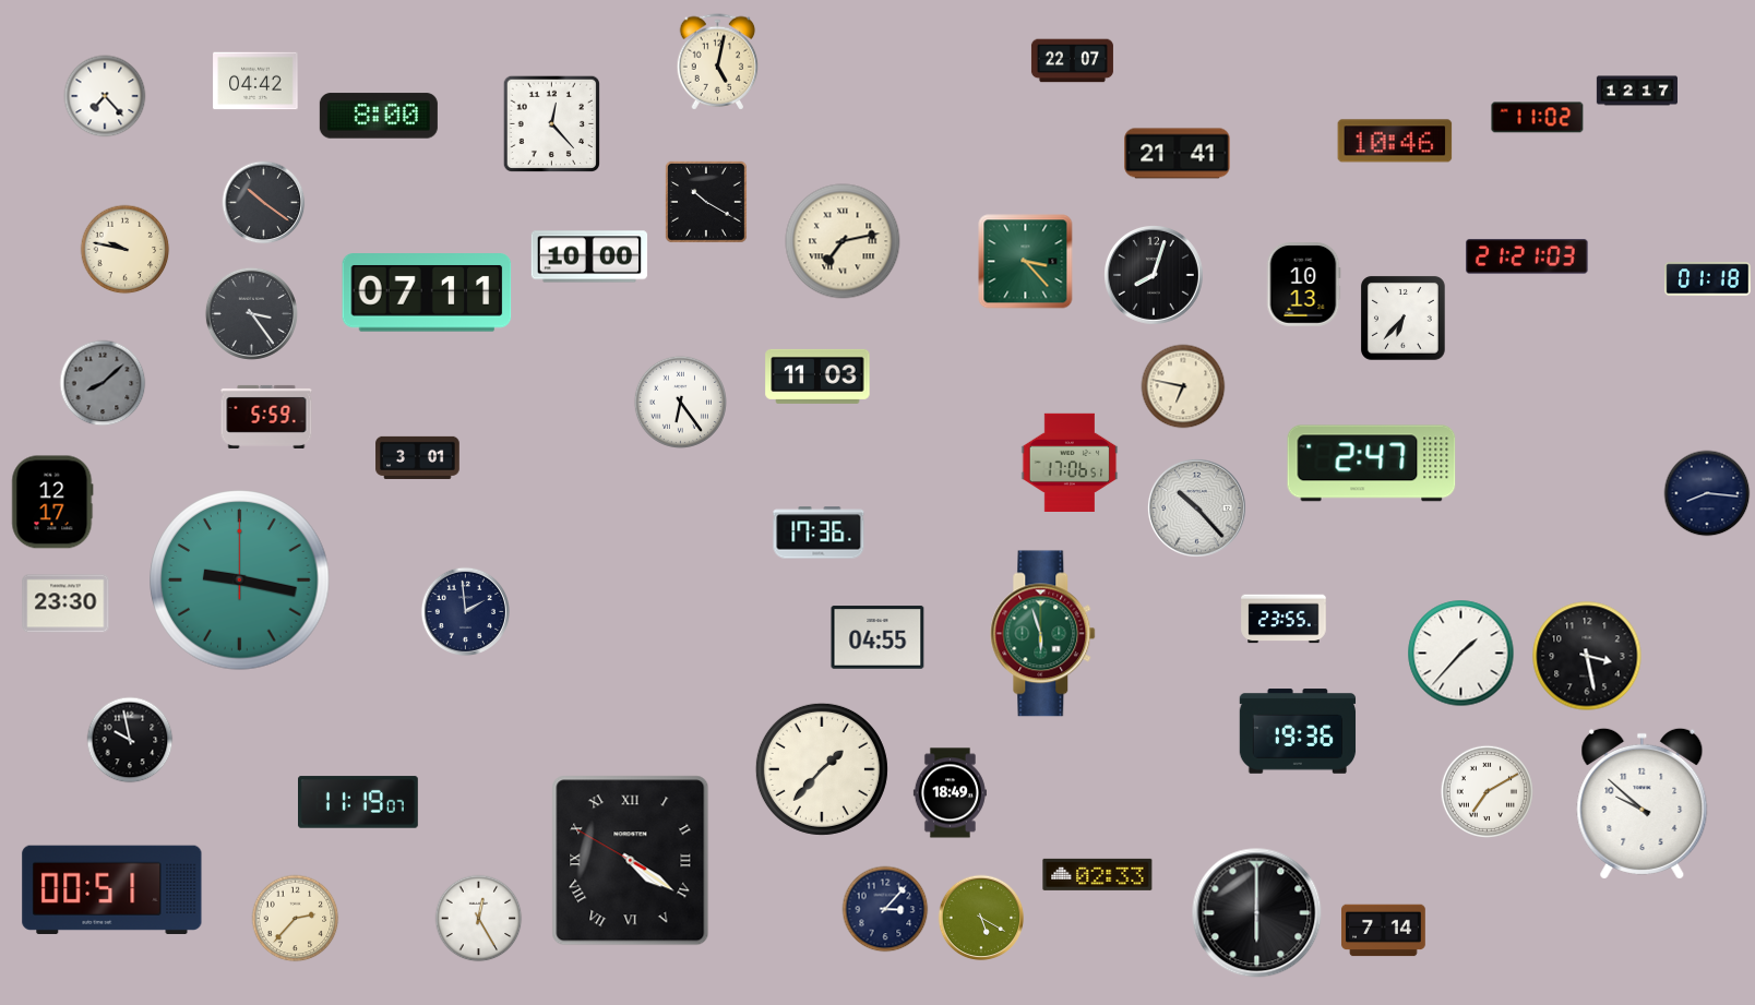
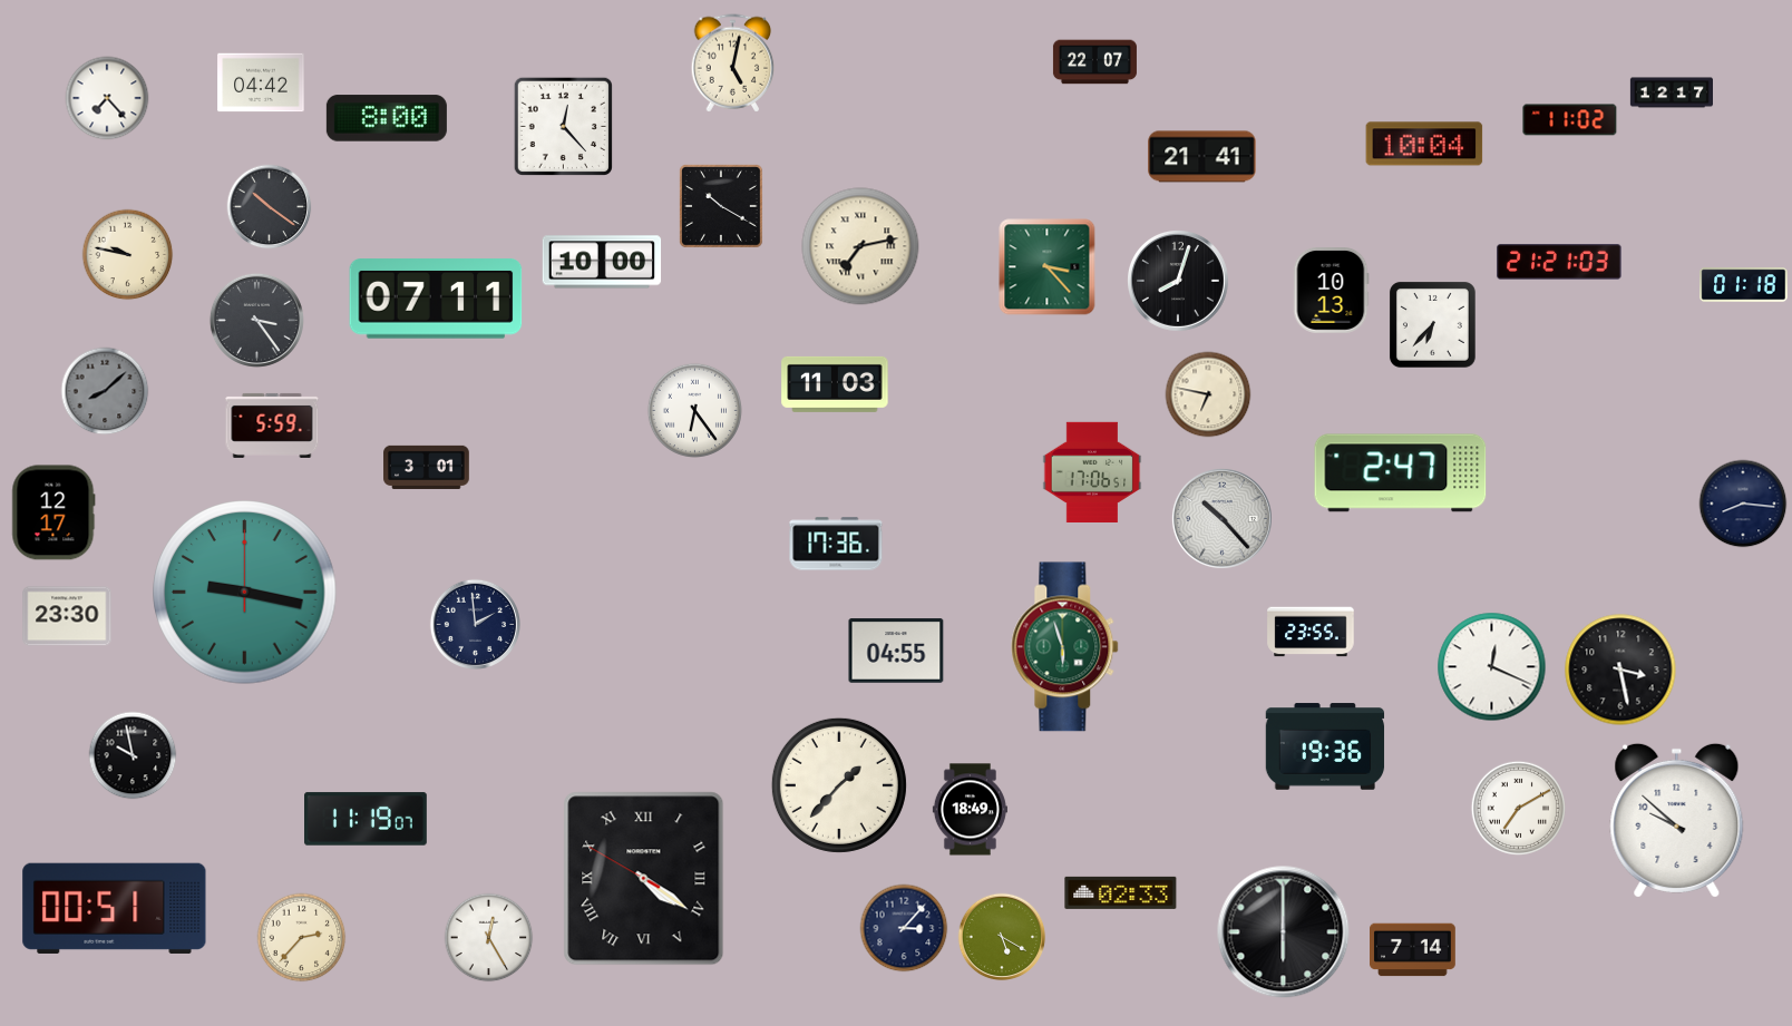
clock at (1395, 141): 10:46 -> 10:04
clock at (1461, 654): 1:37 -> 12:19
